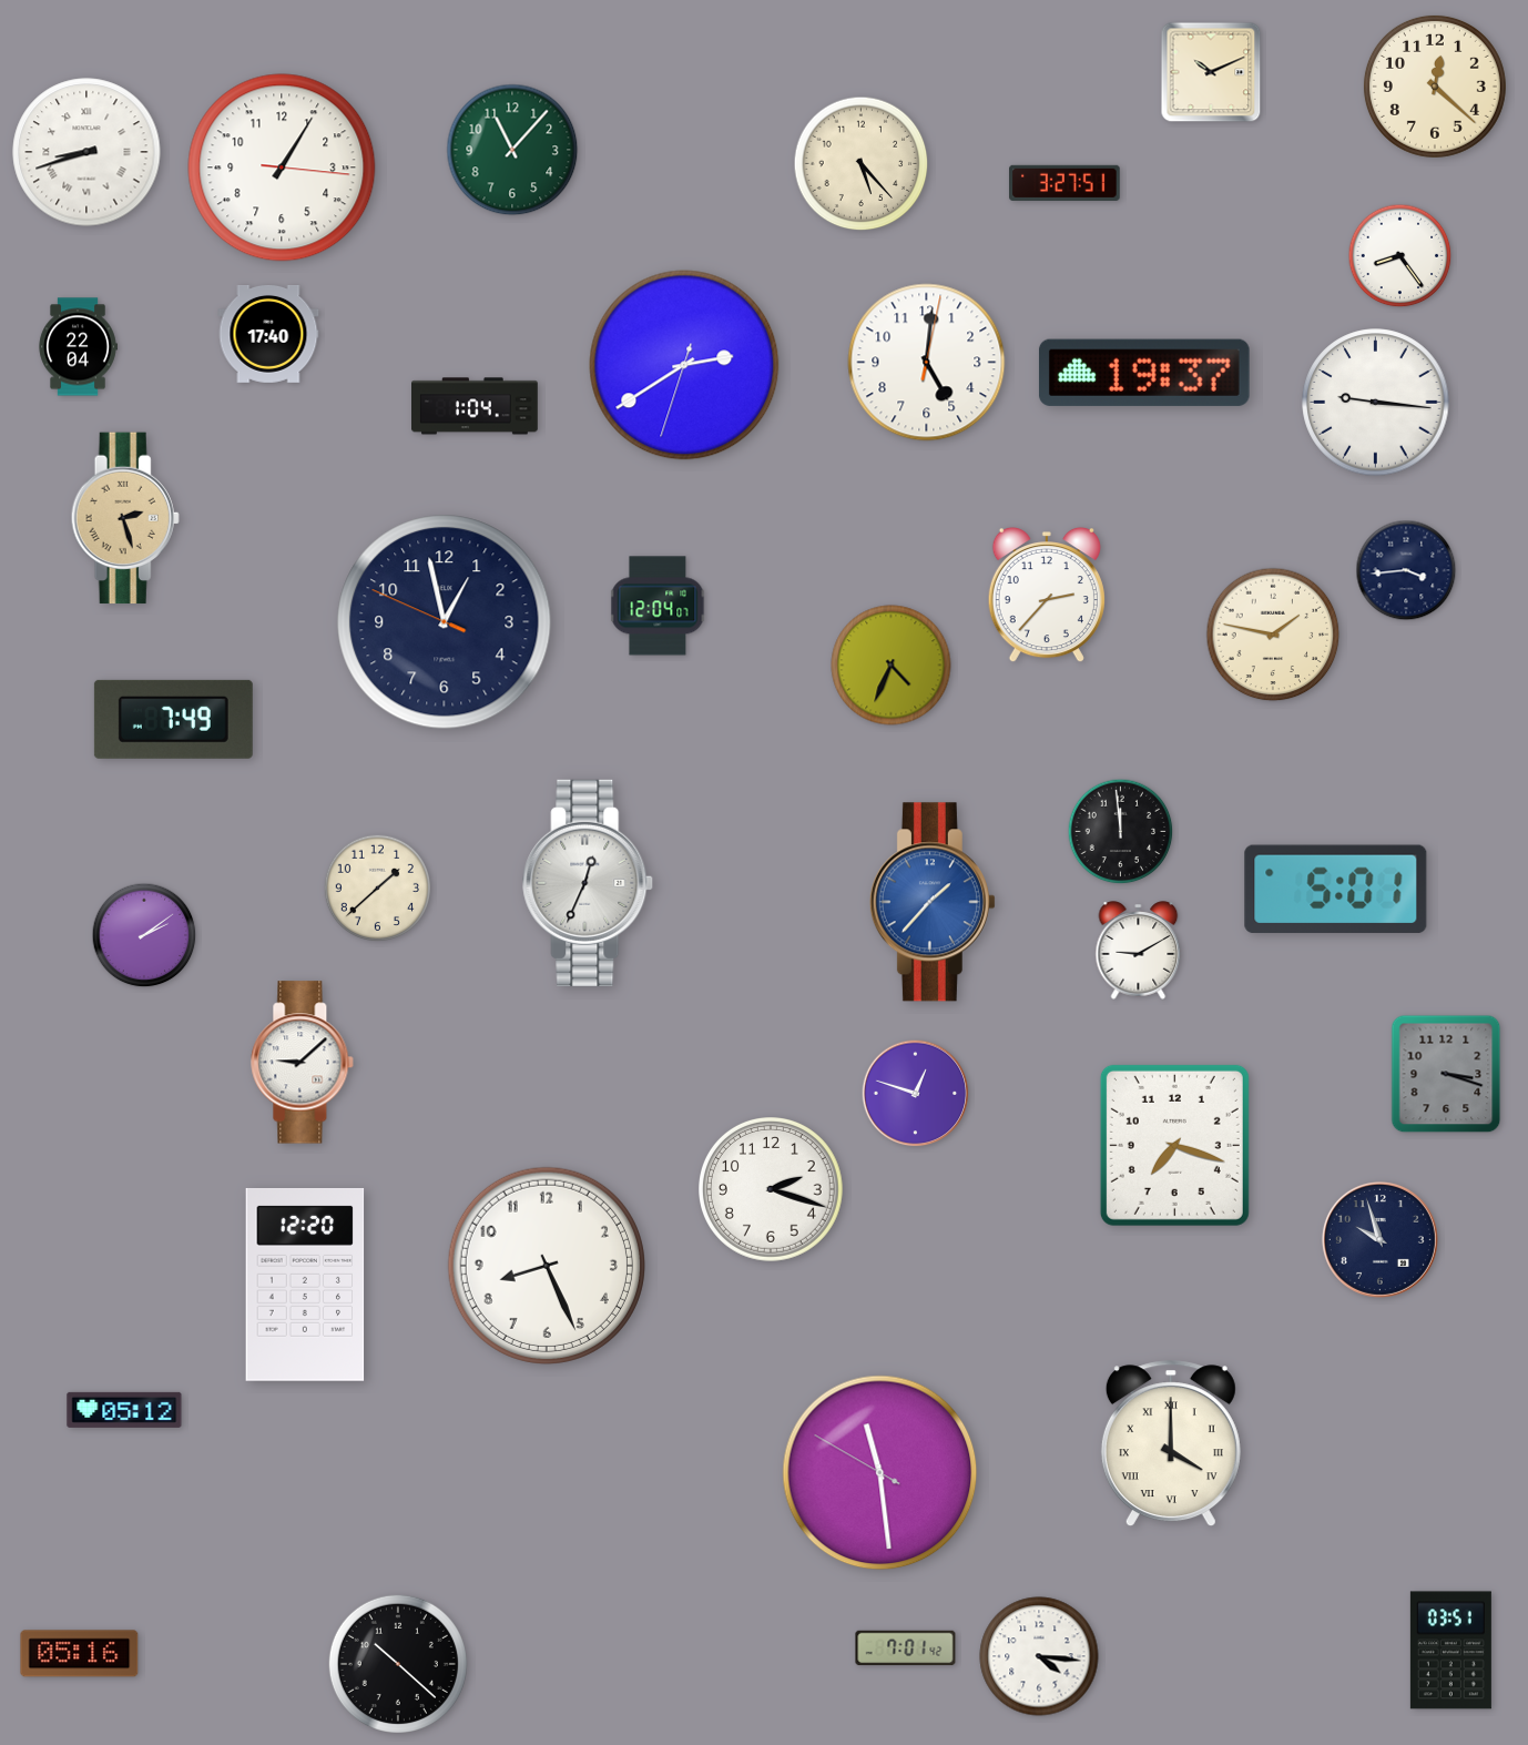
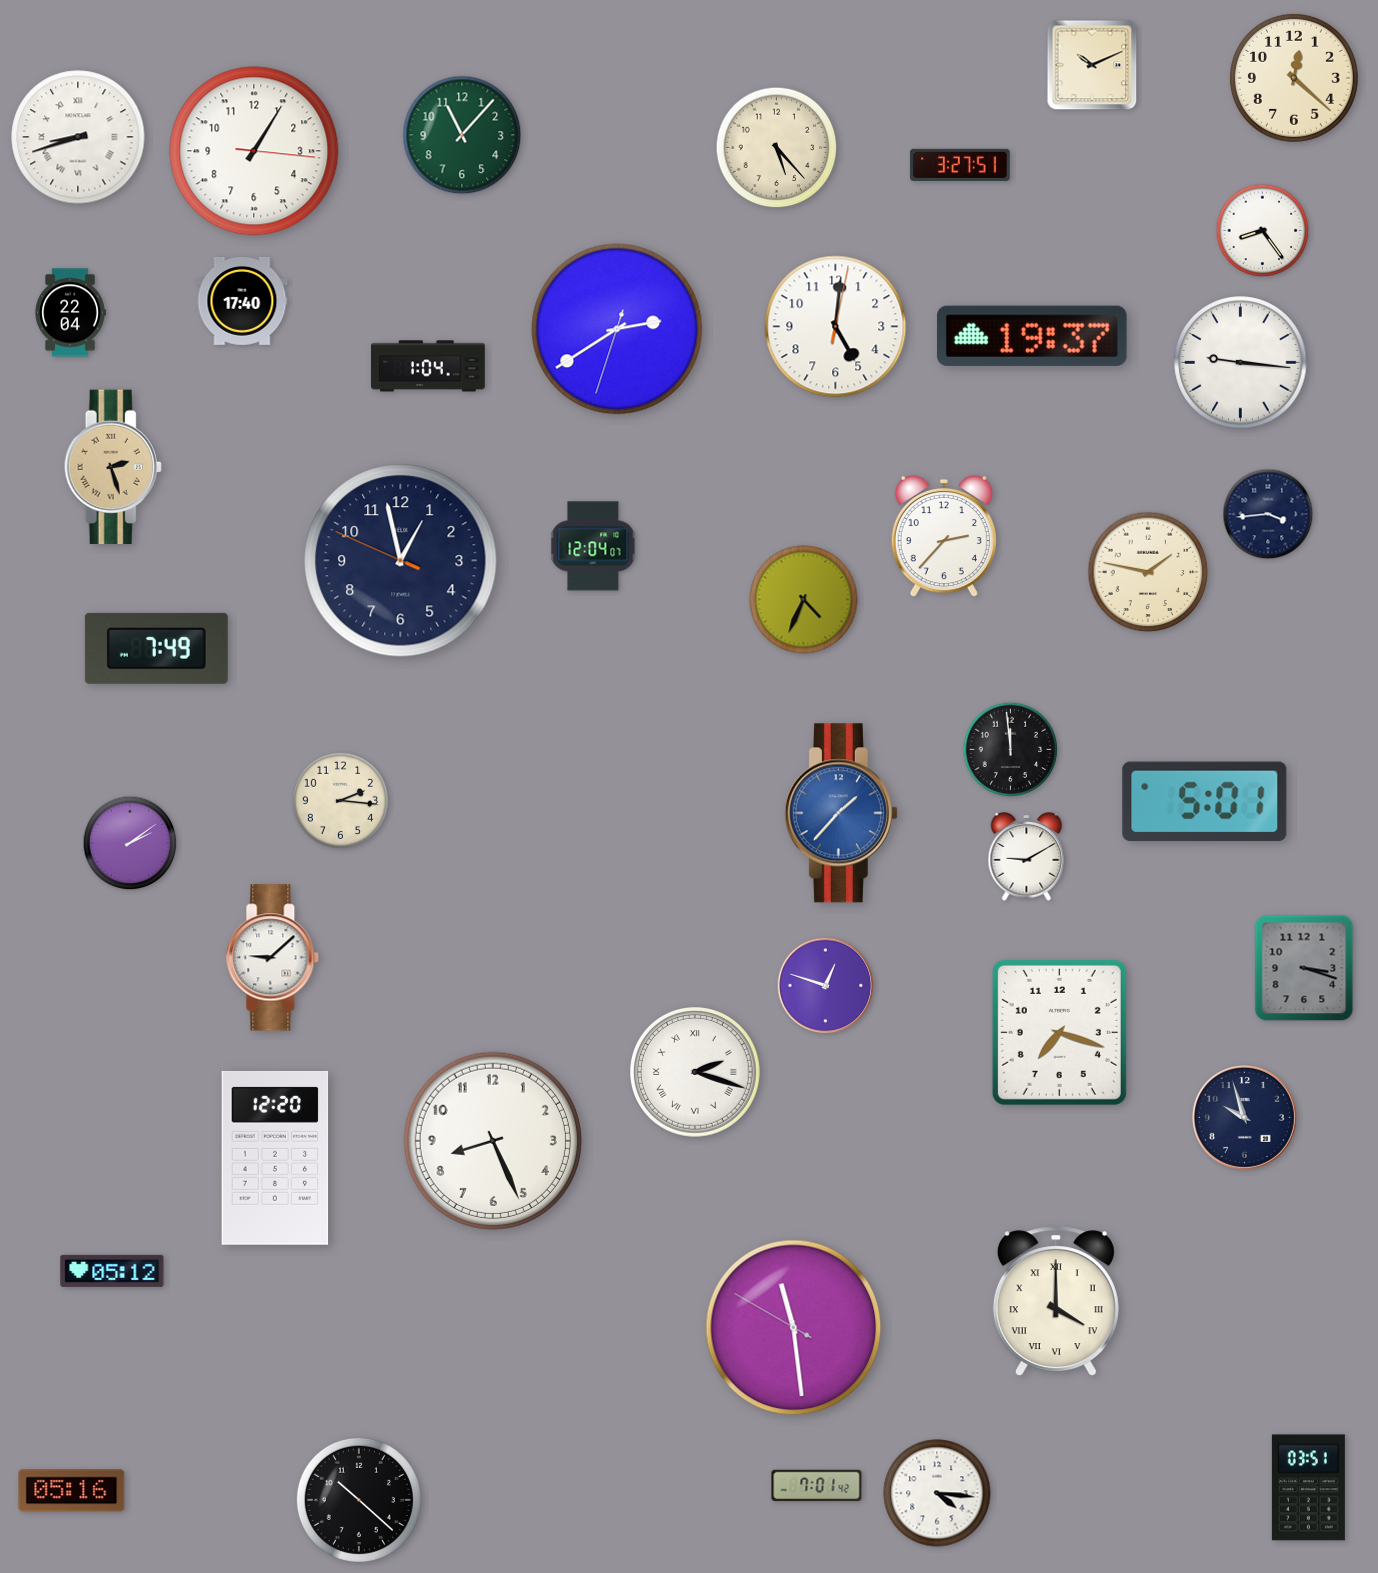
clock at (589, 883): 12:34 -> none
clock at (377, 887): 1:38 -> 2:16
clock at (772, 1190) numerals: Arabic -> Roman
